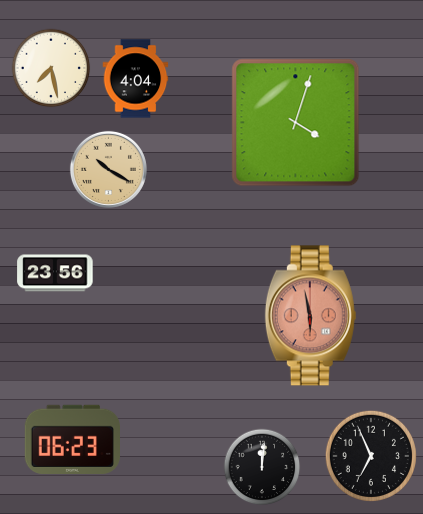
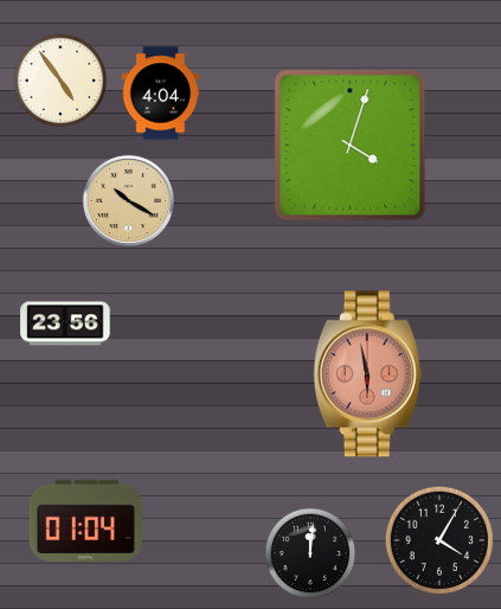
clock at (51, 68): 7:28 -> 4:54
clock at (72, 439): 06:23 -> 01:04
clock at (370, 455): 6:56 -> 4:05
